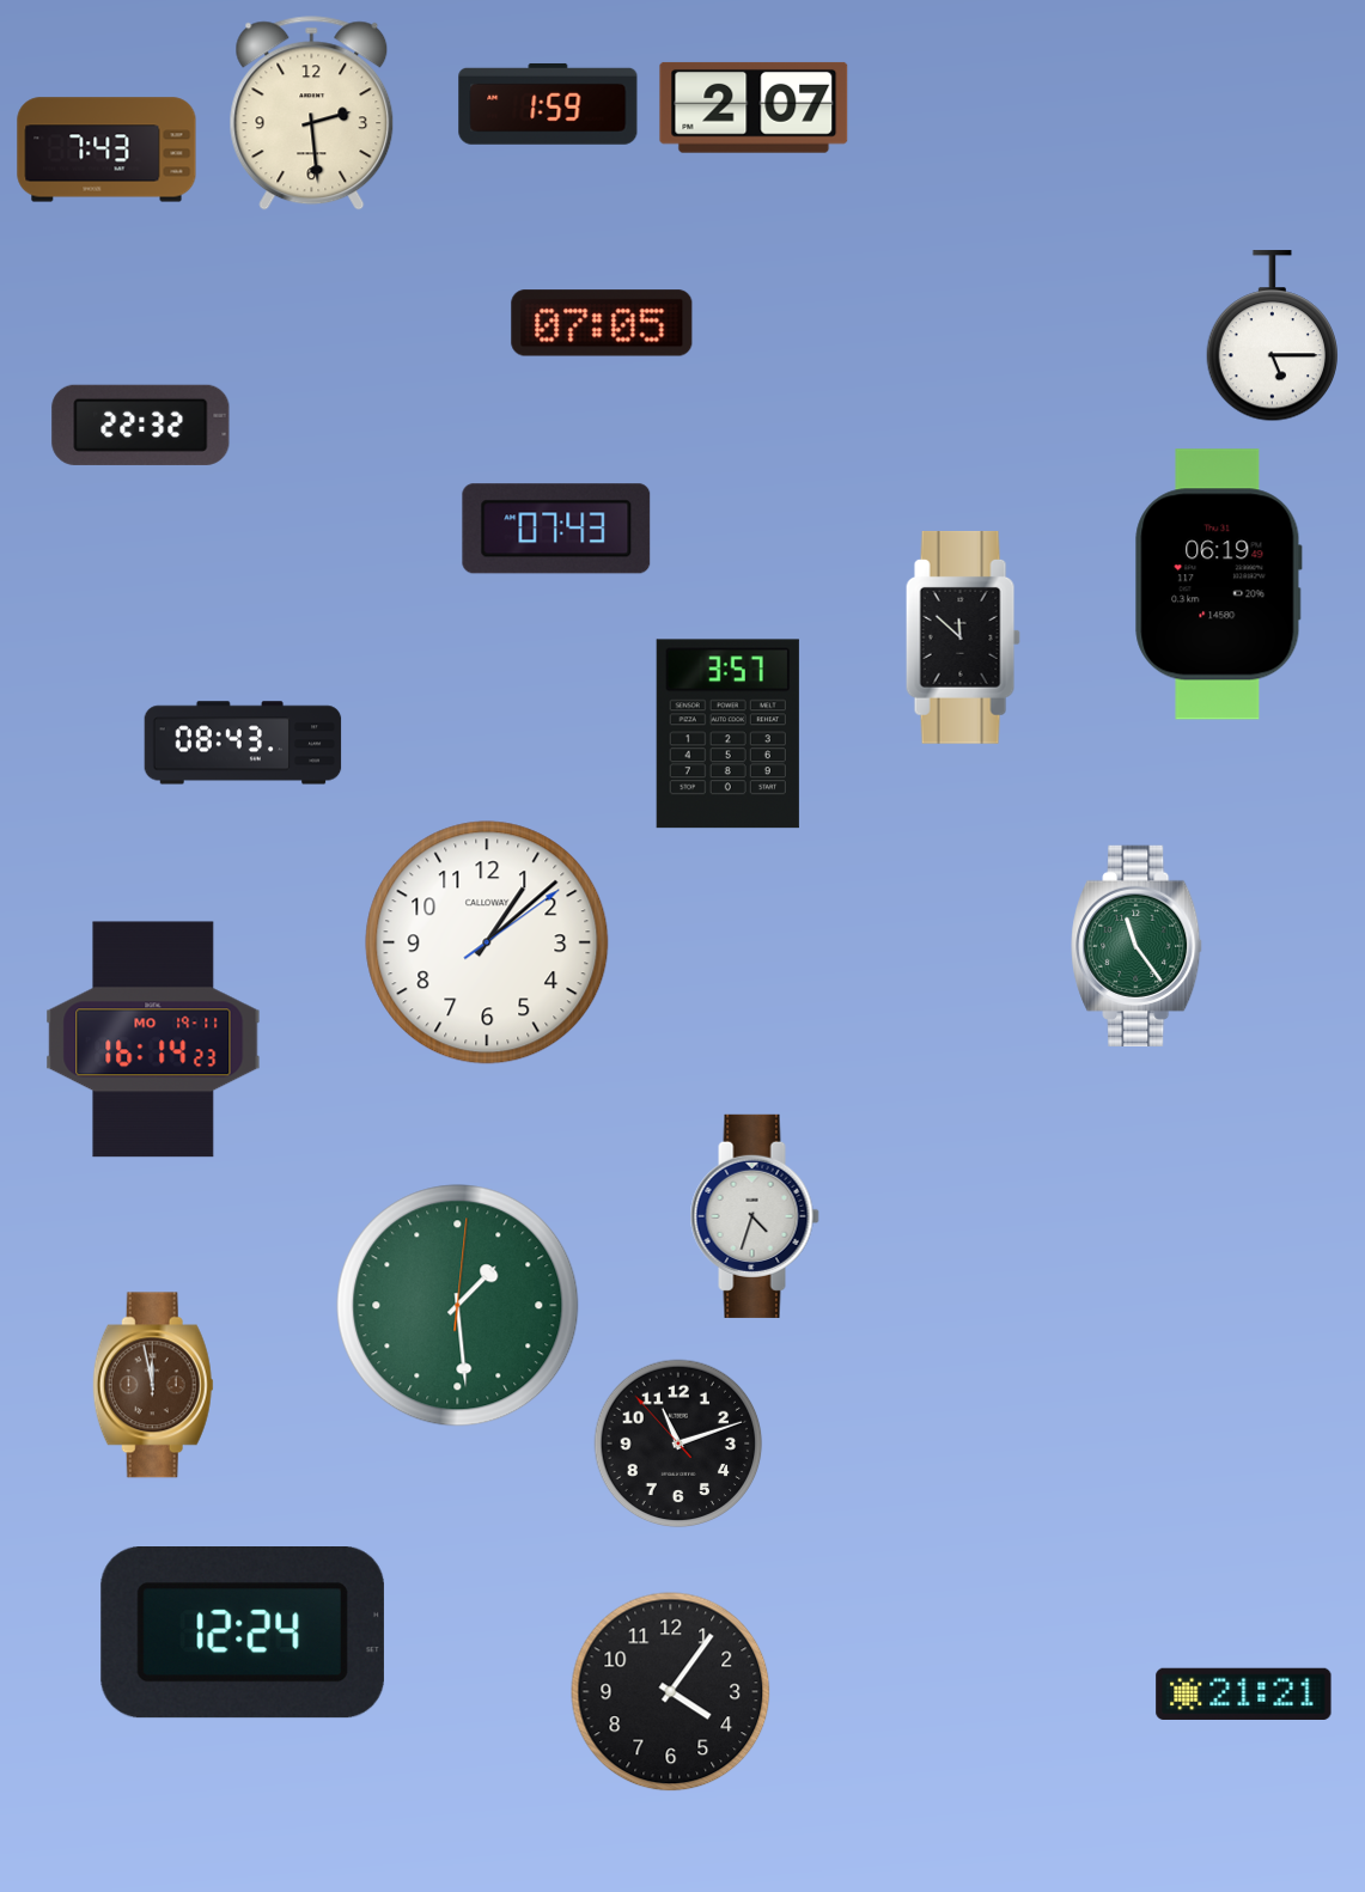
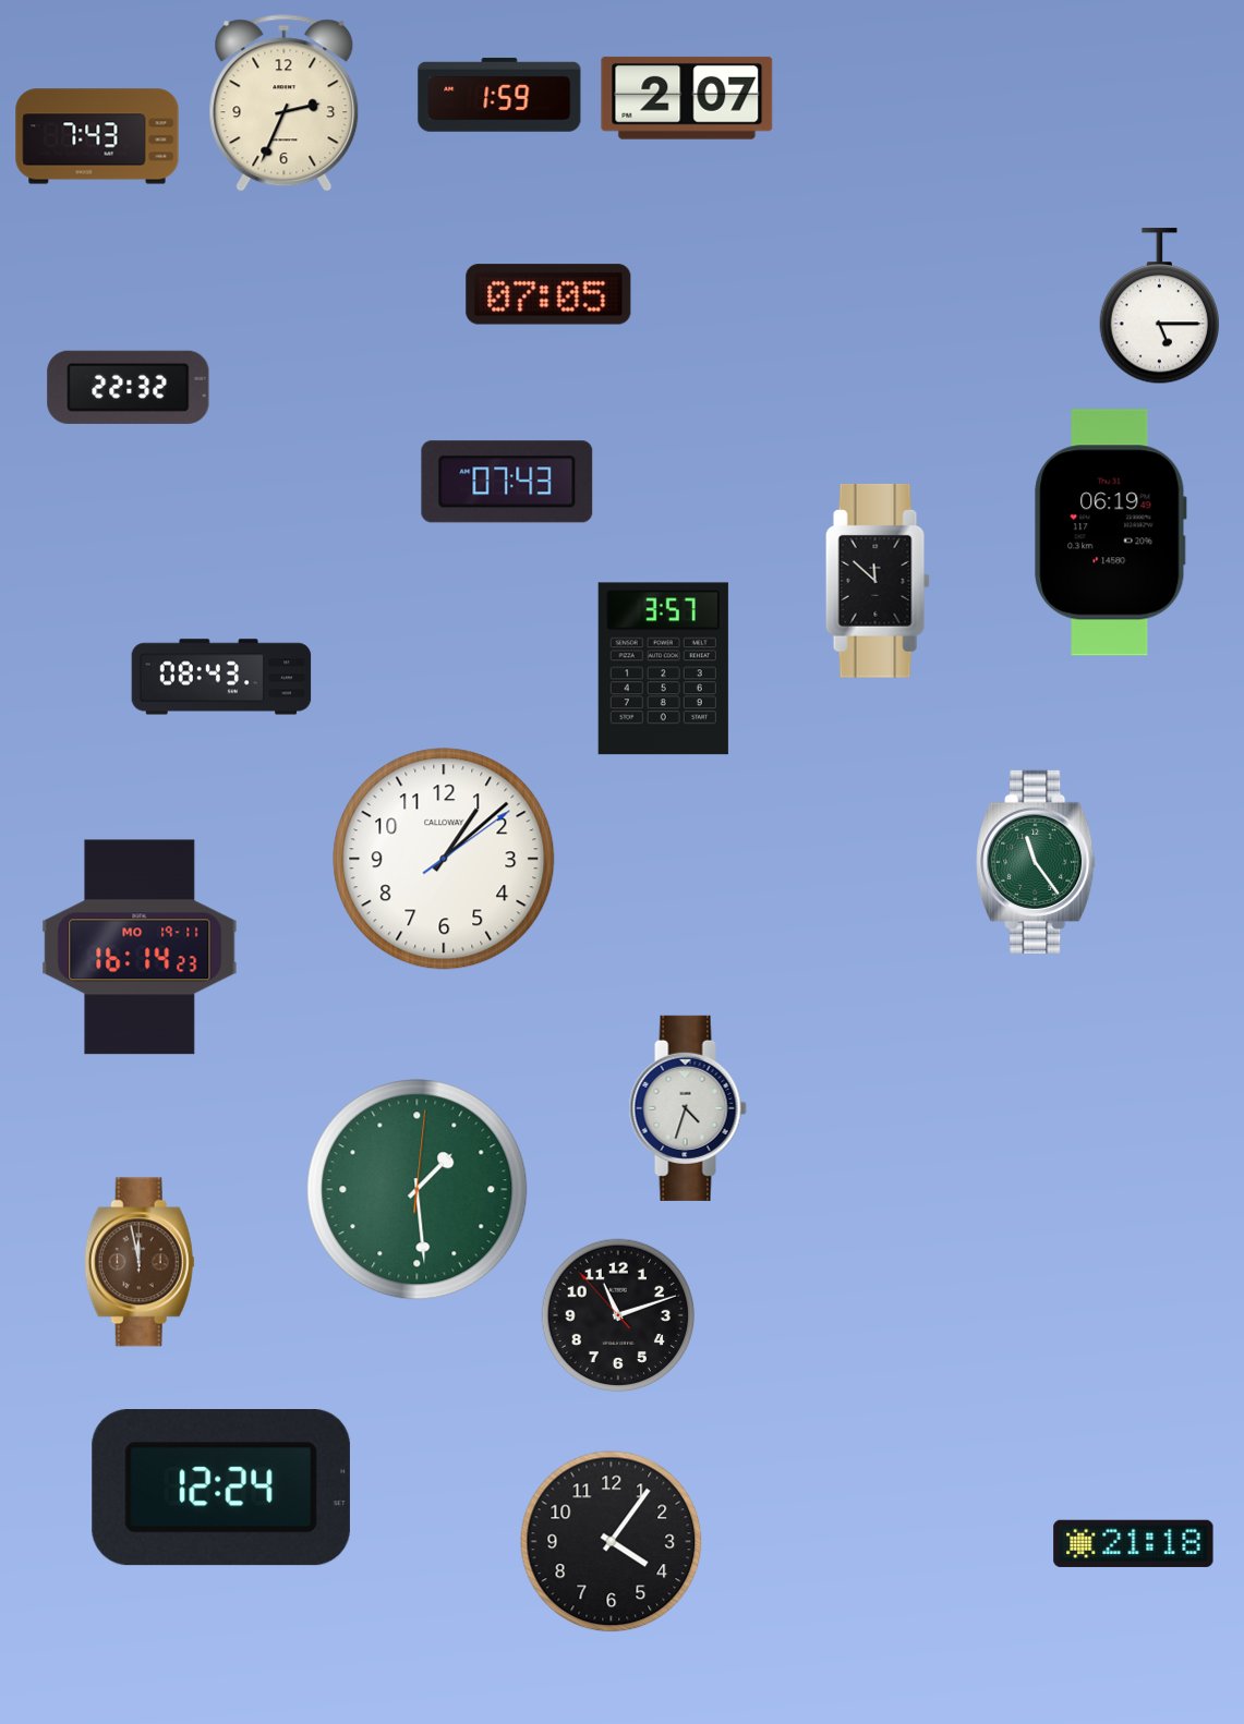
clock at (312, 114): 2:29 -> 2:34
clock at (1244, 1693): 21:21 -> 21:18
